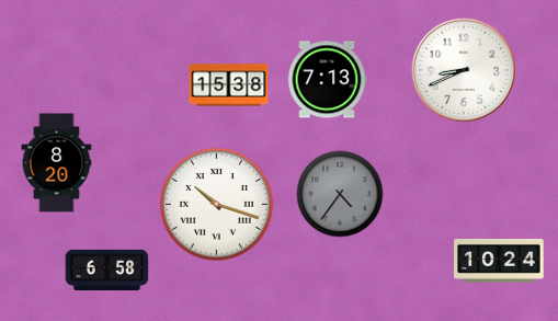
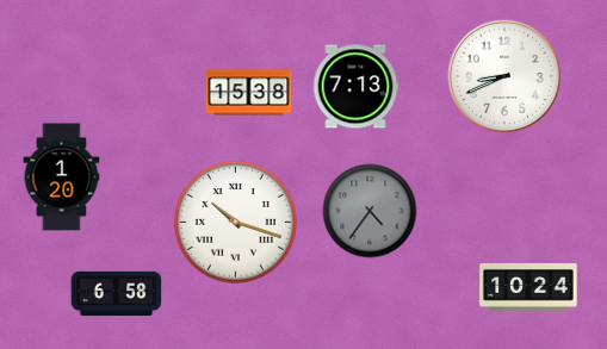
clock at (57, 163): 8:20 -> 1:20
clock at (499, 261) position: (499, 261) -> (528, 287)
